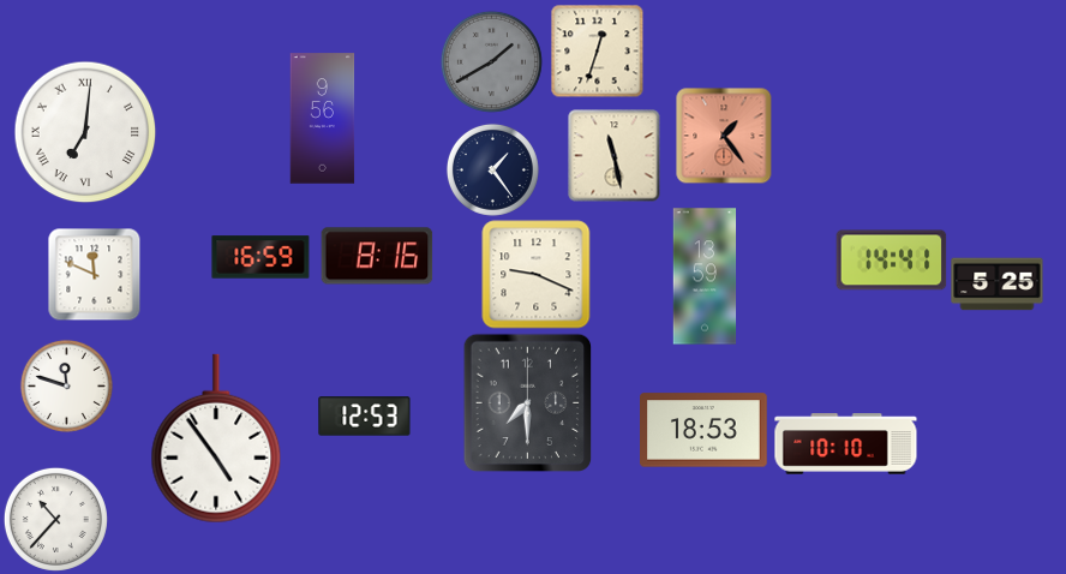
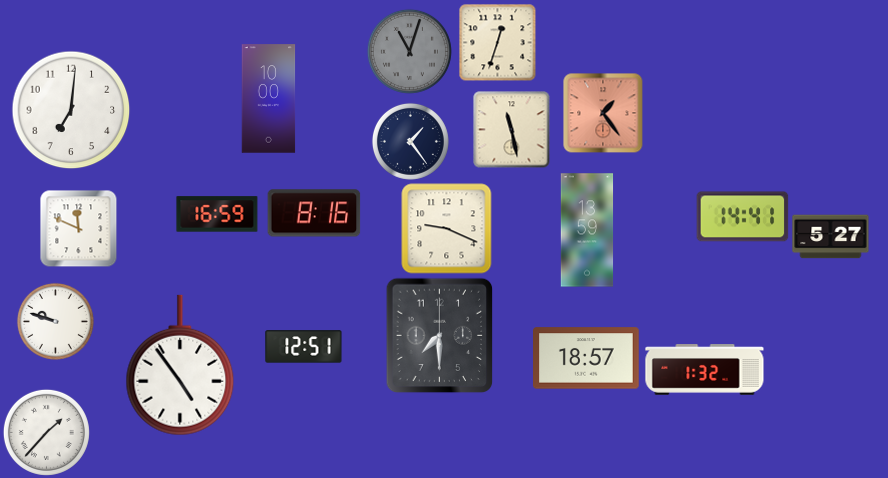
clock at (491, 61): 1:40 -> 11:03
clock at (323, 119): 9:56 -> 10:00
clock at (85, 132) numerals: Roman -> Arabic
clock at (998, 285): 5:25 -> 5:27
clock at (66, 385): 11:48 -> 9:48
clock at (365, 417): 12:53 -> 12:51
clock at (705, 430): 18:53 -> 18:57
clock at (846, 444): 10:10 -> 1:32
clock at (55, 519): 10:37 -> 1:37
